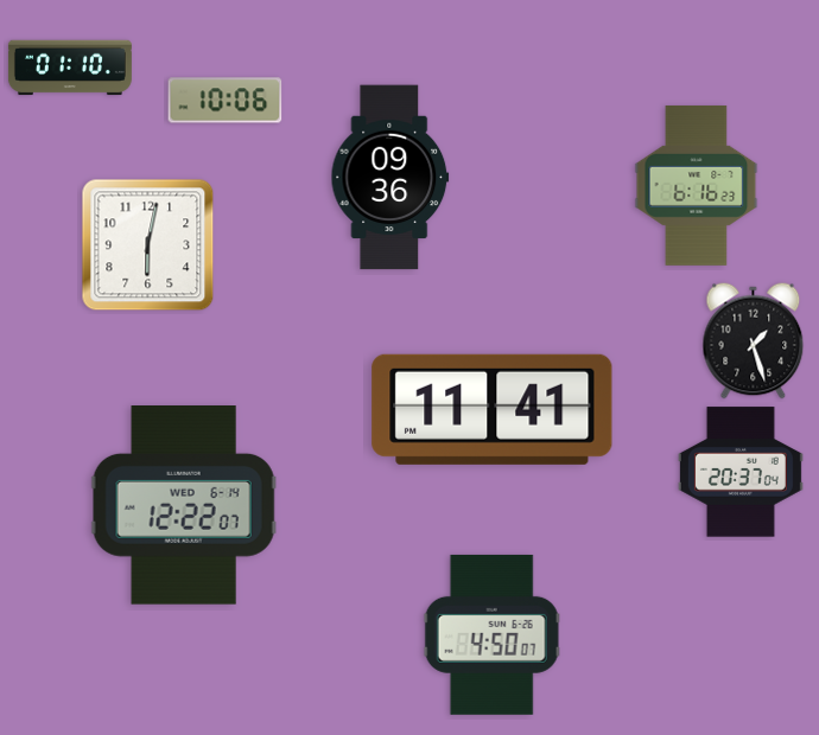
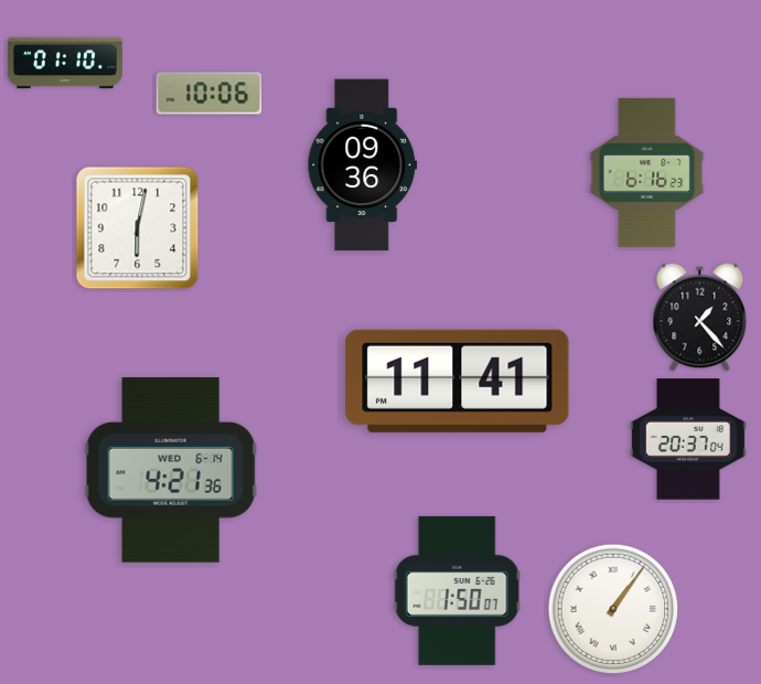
clock at (754, 341): 1:27 -> 1:23
clock at (184, 505): 12:22 -> 4:21
clock at (491, 634): 4:50 -> 1:50
clock at (613, 609): none -> 1:06
